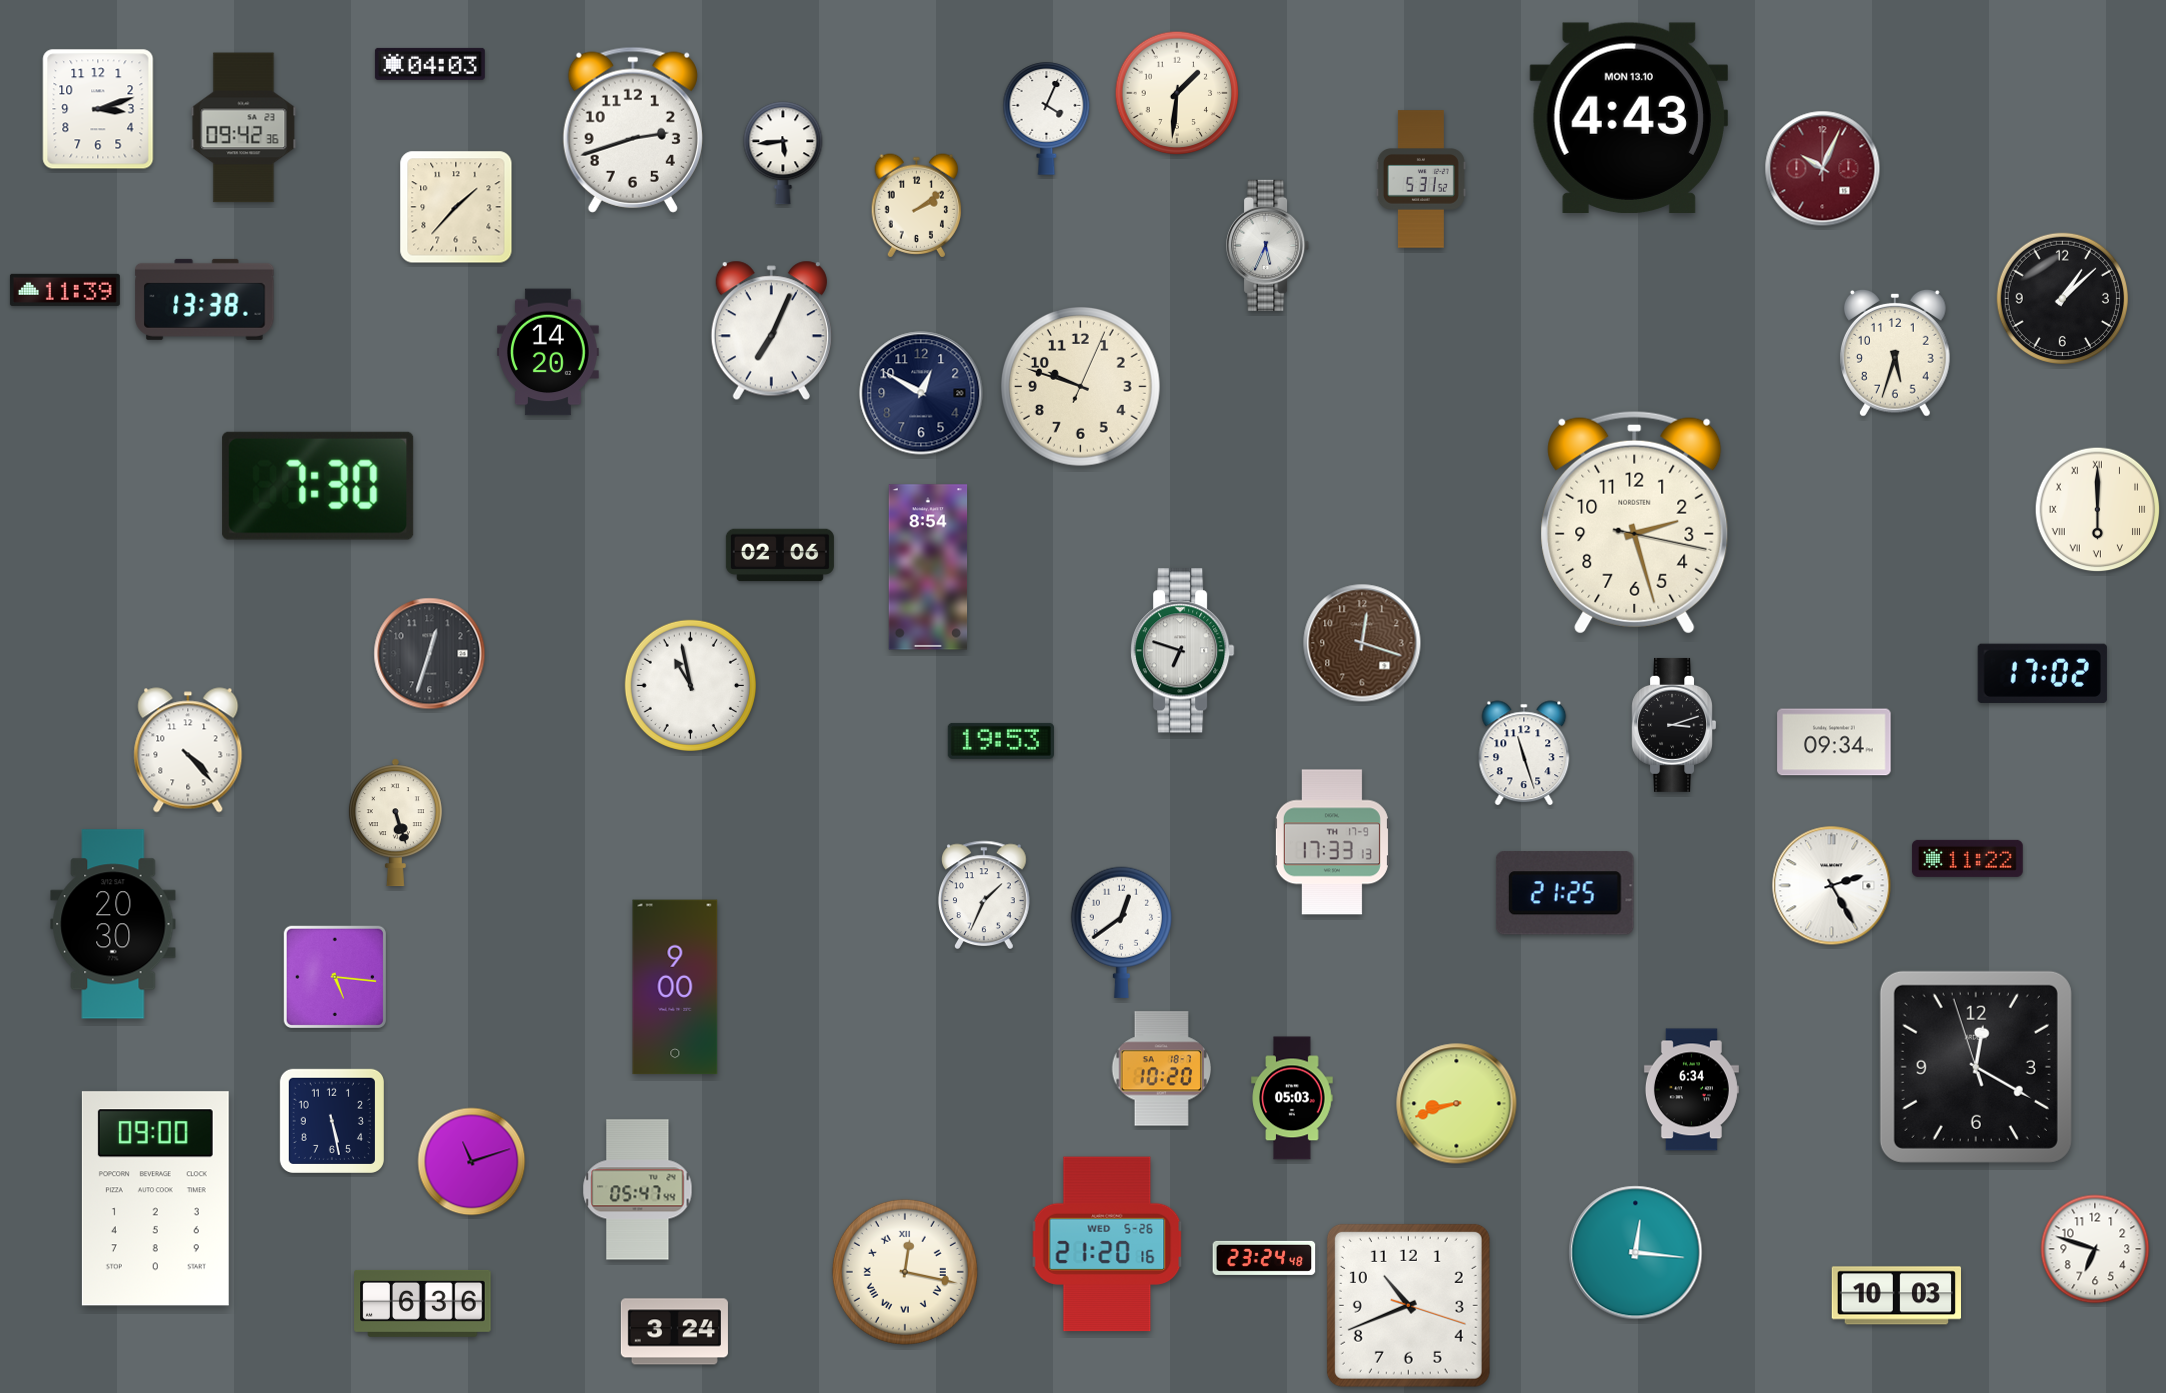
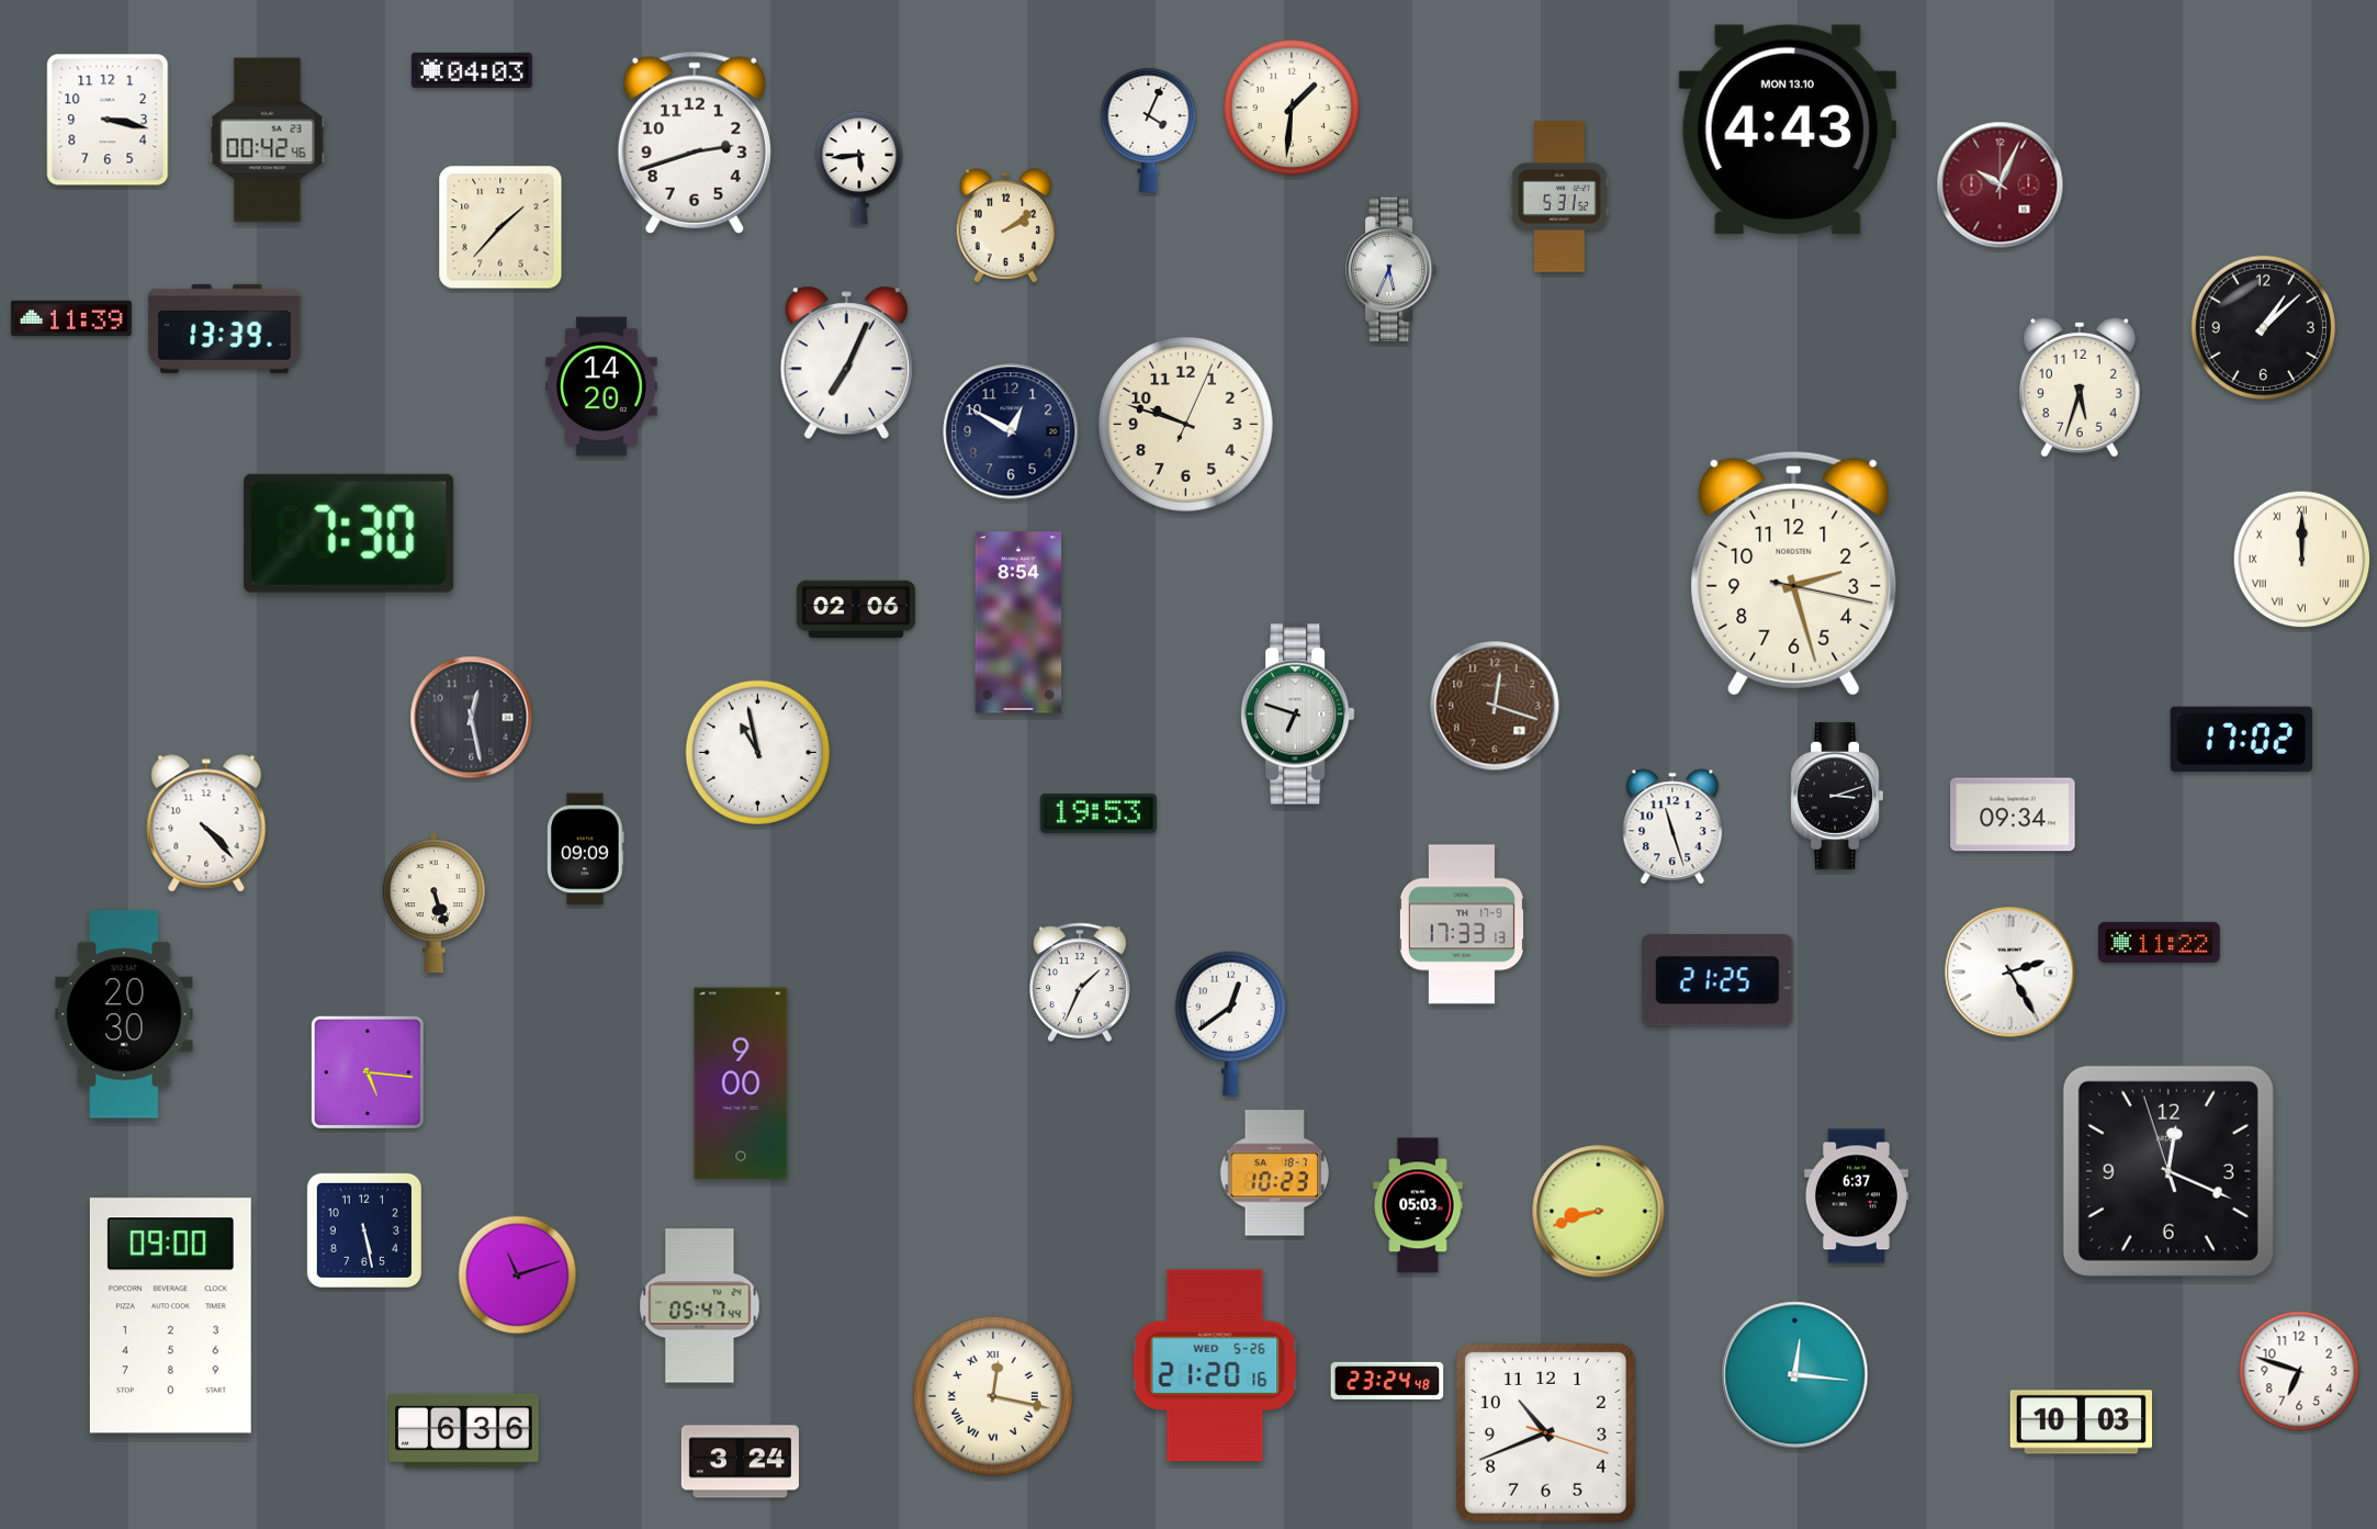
clock at (1177, 93) position: (1177, 93) -> (1292, 108)
clock at (98, 109): 3:12 -> 3:17
clock at (244, 128): 09:42 -> 00:42
clock at (205, 299): 13:38 -> 13:39
clock at (2098, 510): 6:00 -> 12:00
clock at (430, 654): 12:33 -> 12:28
clock at (586, 850): none -> 09:09
clock at (1976, 1067): 12:19 -> 12:18
clock at (1162, 1069): 10:20 -> 10:23
clock at (1691, 1090): 6:34 -> 6:37
